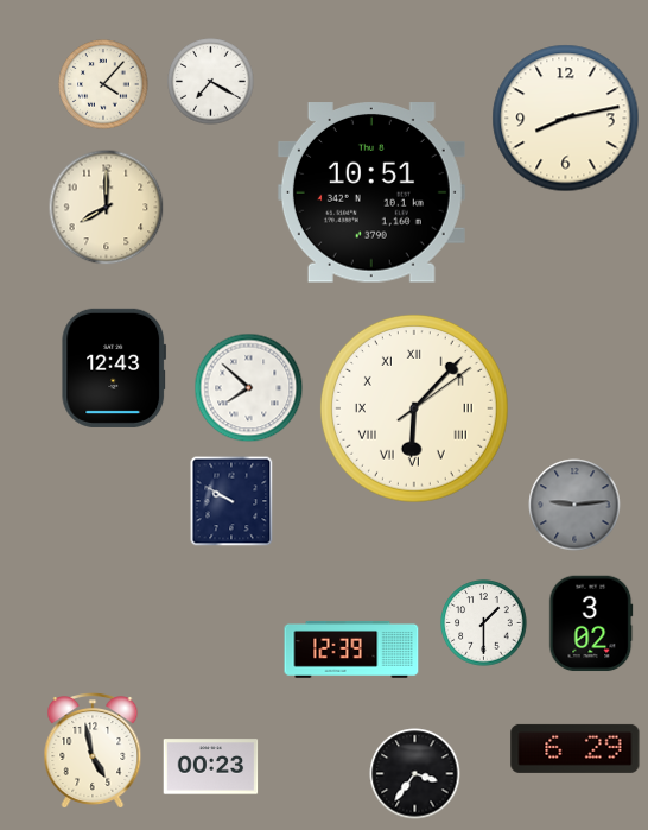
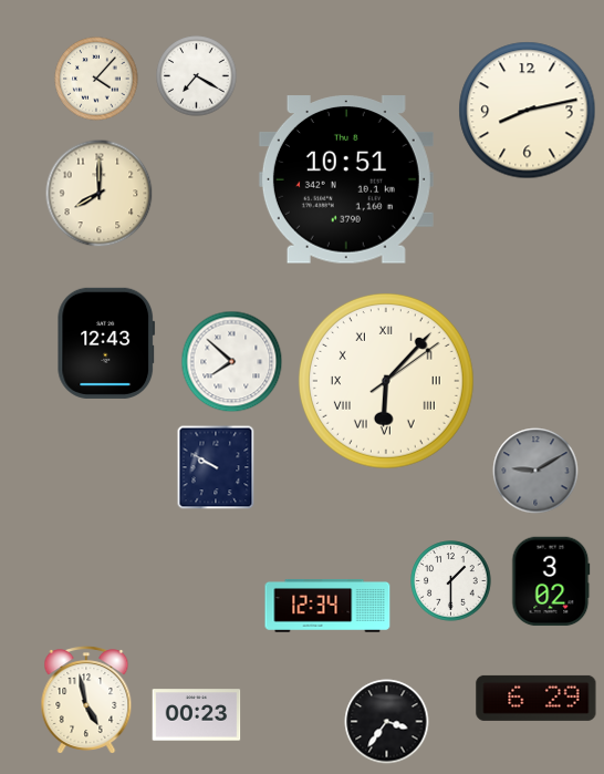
clock at (574, 505): 9:14 -> 9:10
clock at (351, 650): 12:39 -> 12:34
